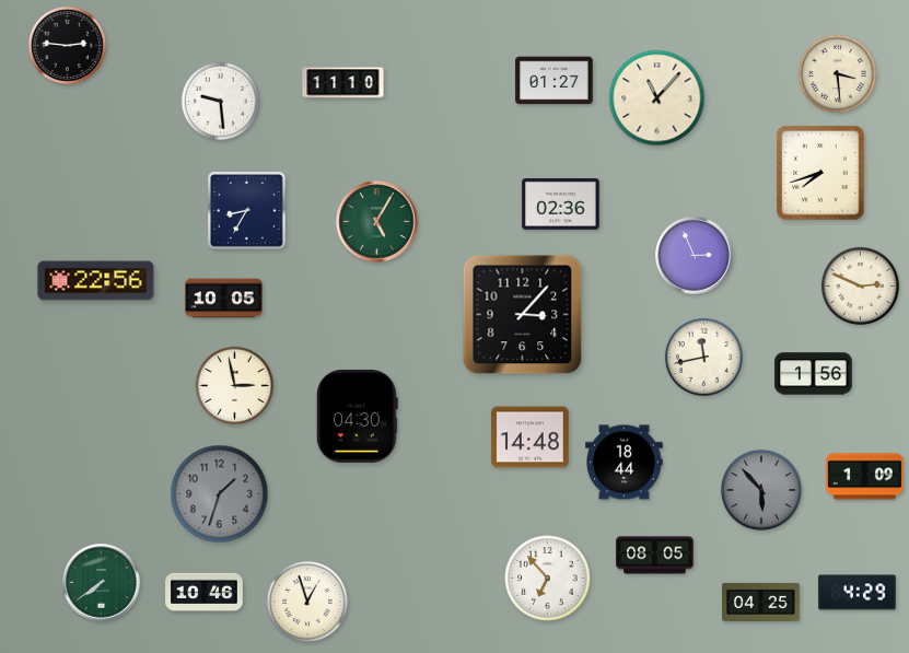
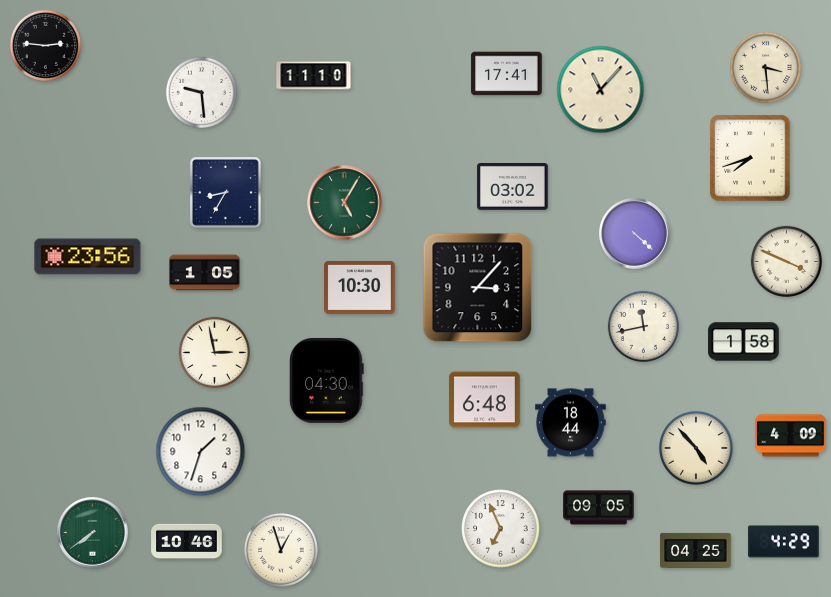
clock at (67, 45) position: (67, 45) -> (45, 45)
clock at (555, 81): 01:27 -> 17:41
clock at (561, 205): 02:36 -> 03:02
clock at (695, 256): 2:56 -> 4:22
clock at (96, 281): 22:56 -> 23:56
clock at (860, 285): 2:49 -> 3:49
clock at (224, 299): 10:05 -> 1:05
clock at (360, 287): none -> 10:30
clock at (814, 374): 1:56 -> 1:58
clock at (531, 438): 14:48 -> 6:48
clock at (865, 477): 1:09 -> 4:09
clock at (761, 490): 5:53 -> 4:53
clock at (761, 490) dial: grey -> cream
clock at (220, 494) dial: grey -> white
clock at (655, 556): 08:05 -> 09:05
clock at (548, 579): 6:53 -> 6:56
